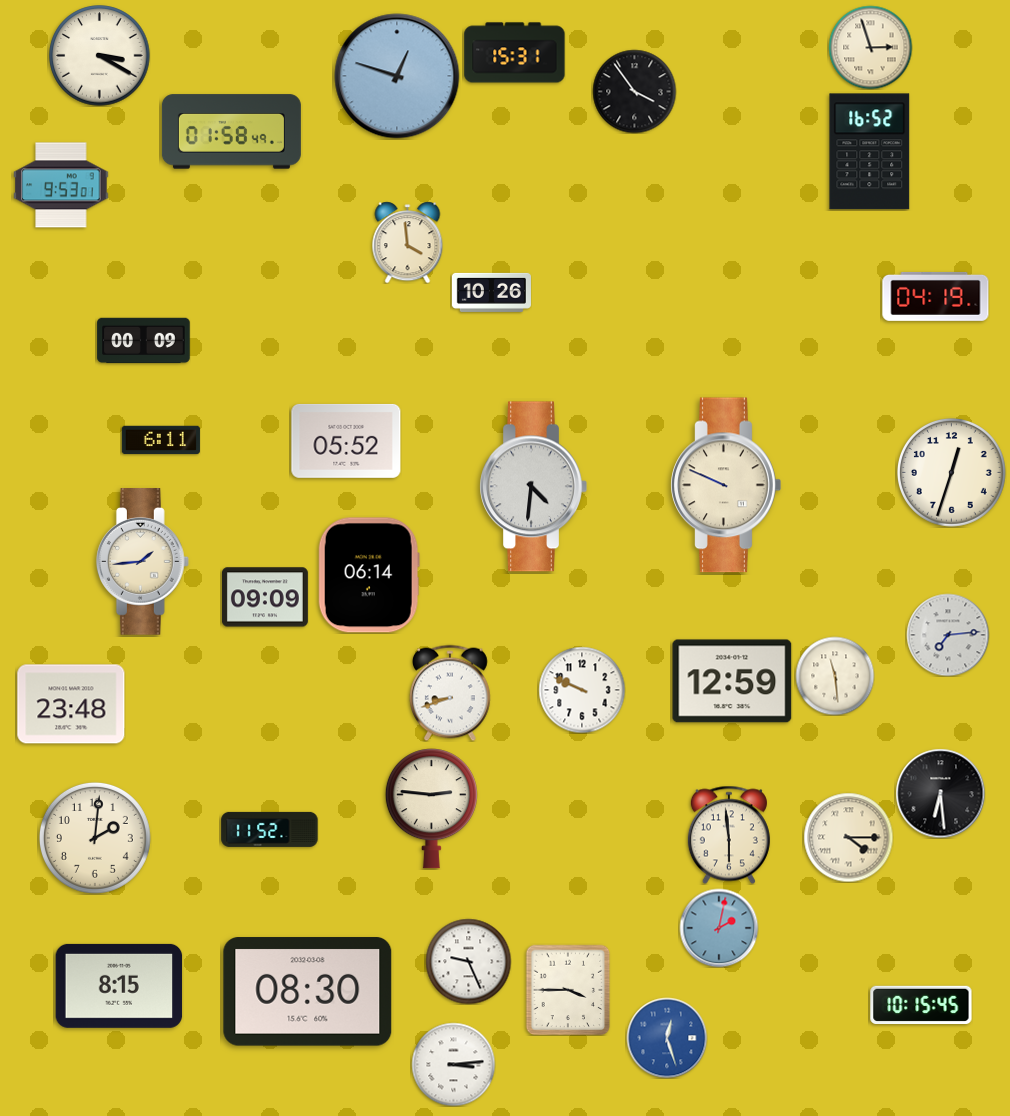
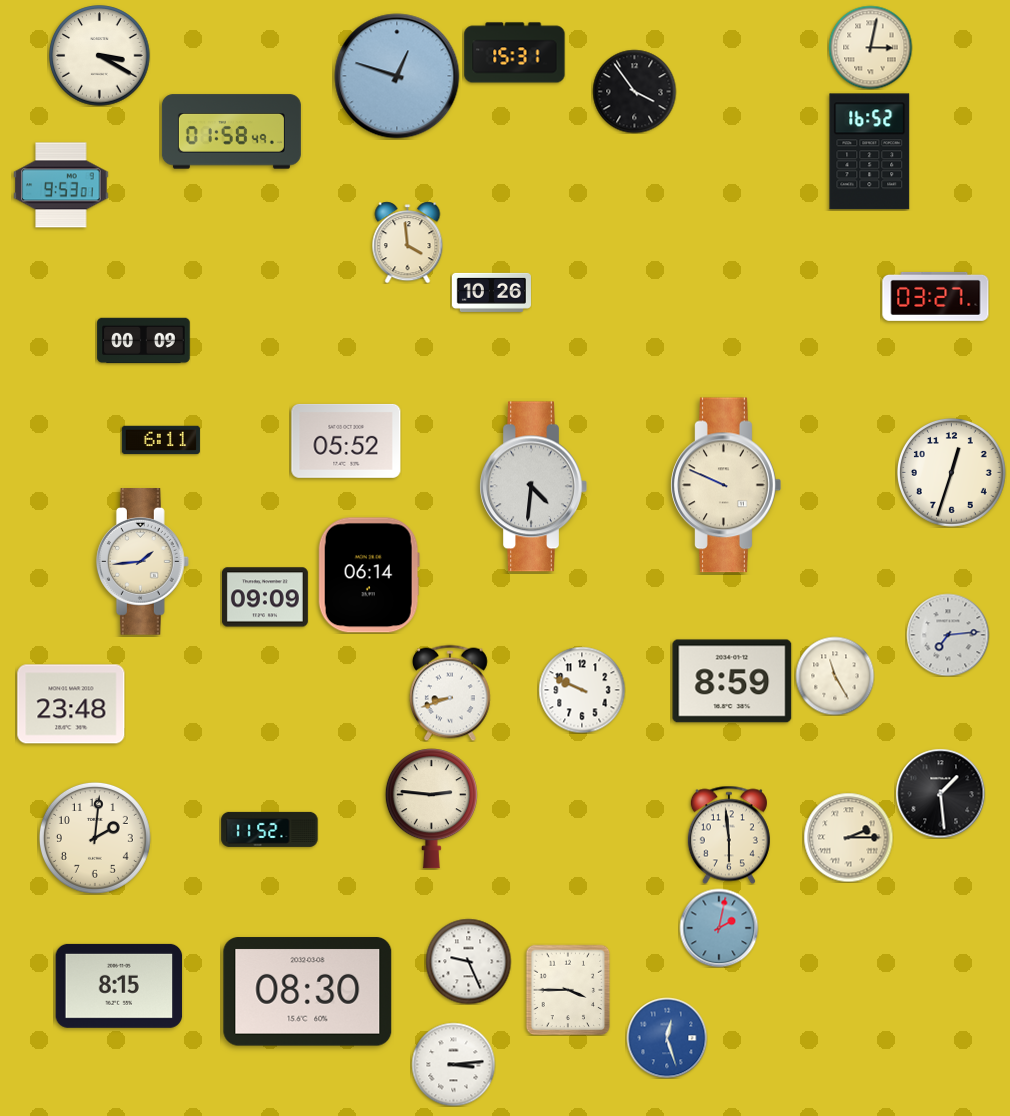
clock at (870, 47): 2:57 -> 3:02
clock at (936, 296): 04:19 -> 03:27
clock at (835, 676): 11:29 -> 11:25
clock at (732, 681): 12:59 -> 8:59
clock at (940, 793): 6:29 -> 1:29
clock at (848, 837): 4:15 -> 2:15
clock at (921, 1005): 10:15 -> none
